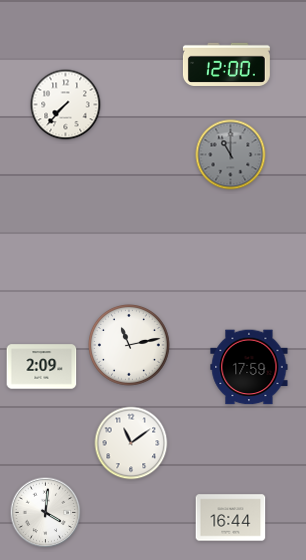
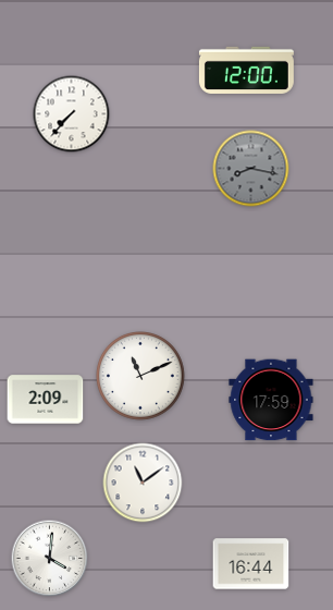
clock at (231, 155): 11:00 -> 8:17
clock at (130, 346): 11:13 -> 11:11
